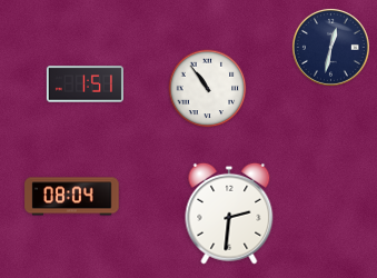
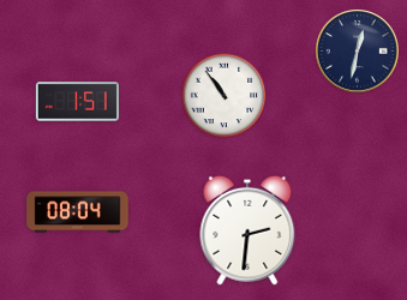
clock at (85, 85) position: (85, 85) -> (77, 102)
